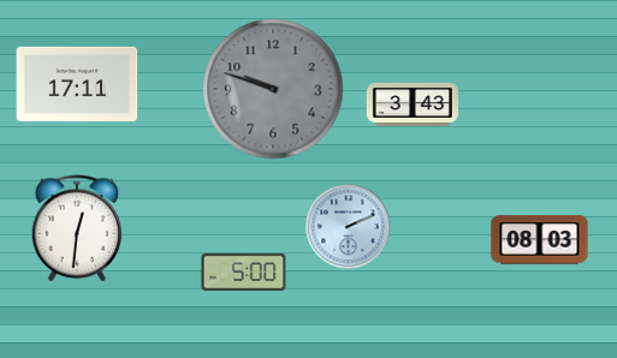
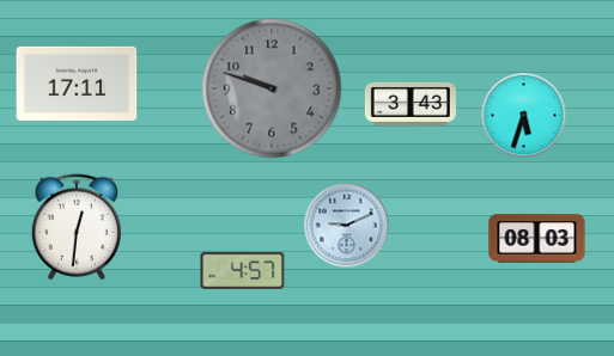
clock at (524, 116): none -> 5:33
clock at (349, 227): 2:11 -> 9:11
clock at (244, 272): 5:00 -> 4:57
